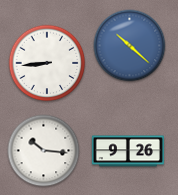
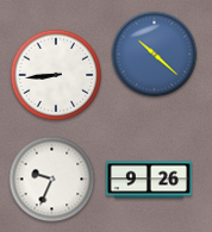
clock at (44, 151): 10:16 -> 9:34
clock at (128, 151) position: (128, 151) -> (149, 180)
